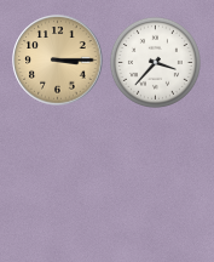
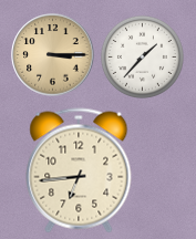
clock at (155, 62): 3:37 -> 1:37
clock at (79, 170): none -> 6:44
